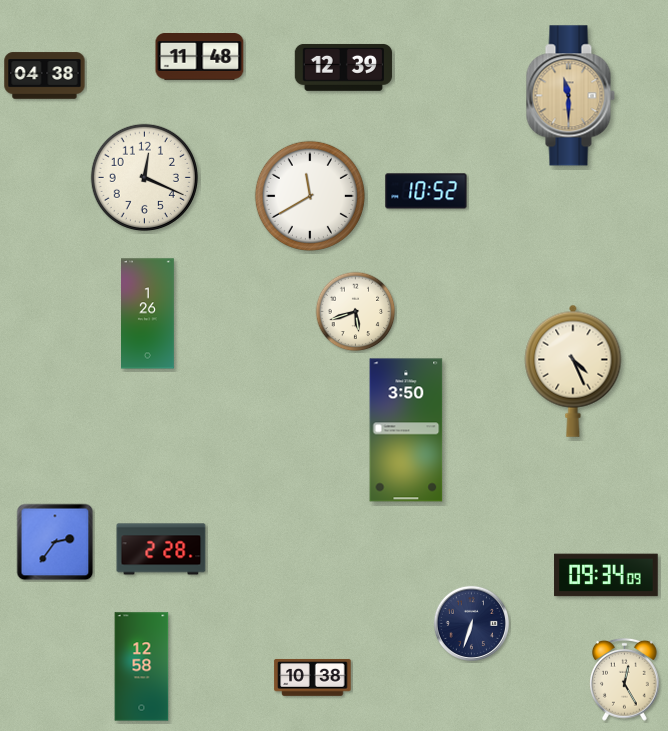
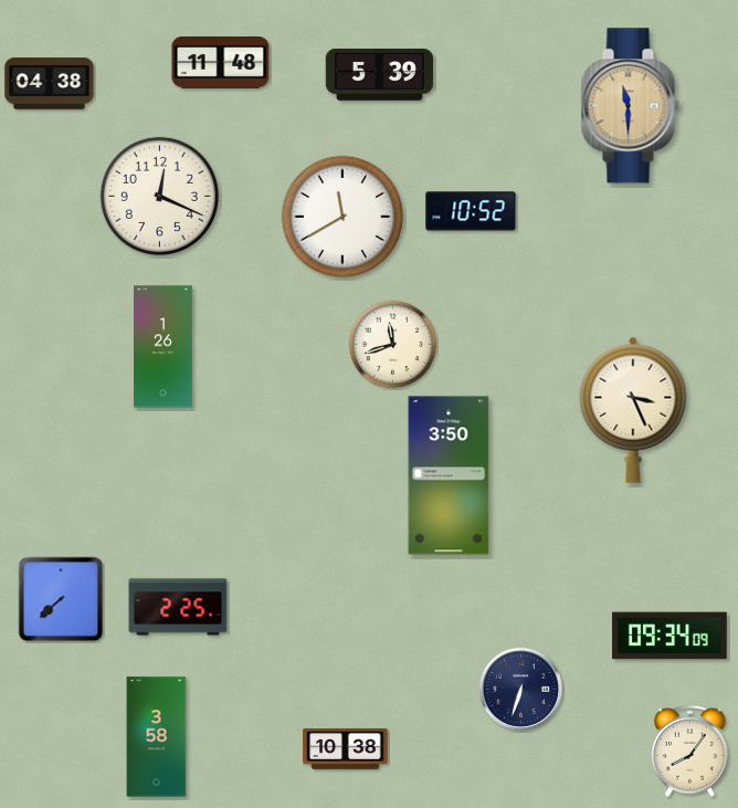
clock at (343, 67): 12:39 -> 5:39
clock at (356, 312): 5:42 -> 11:42
clock at (573, 371): 4:26 -> 3:26
clock at (55, 542): 2:36 -> 7:38
clock at (161, 549): 2:28 -> 2:25
clock at (142, 667): 12:58 -> 3:58
clock at (625, 679): 12:25 -> 8:06
